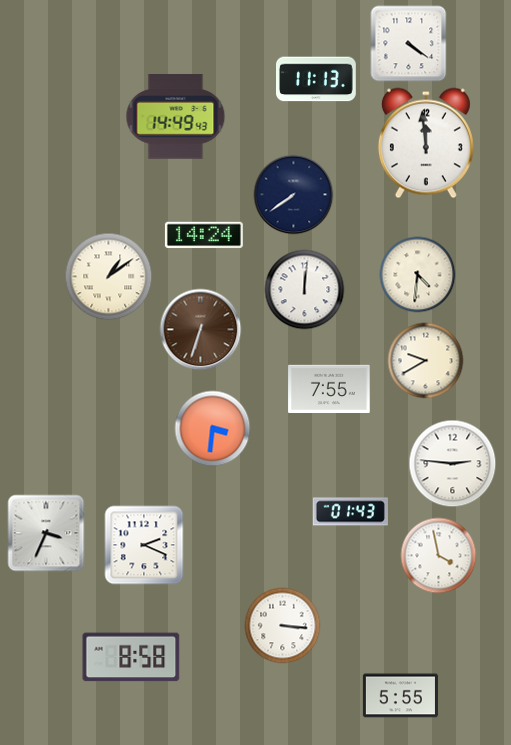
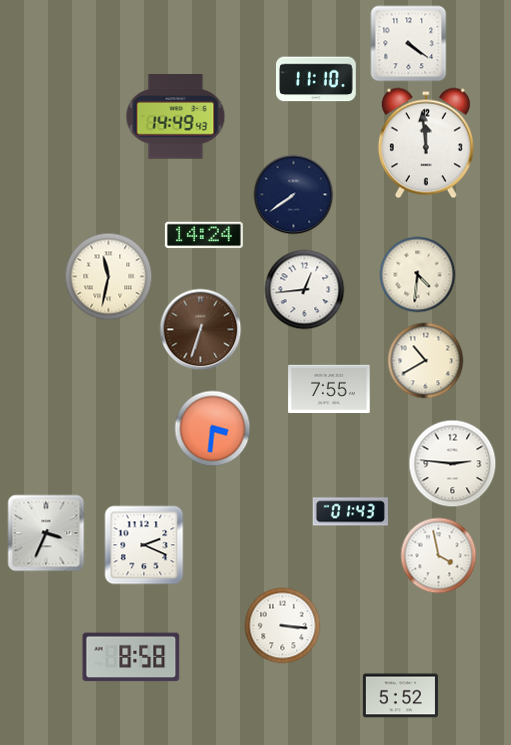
clock at (317, 79): 11:13 -> 11:10
clock at (109, 277): 1:09 -> 11:32
clock at (305, 290): 12:01 -> 12:44
clock at (426, 361): 9:40 -> 10:40
clock at (400, 696): 5:55 -> 5:52
